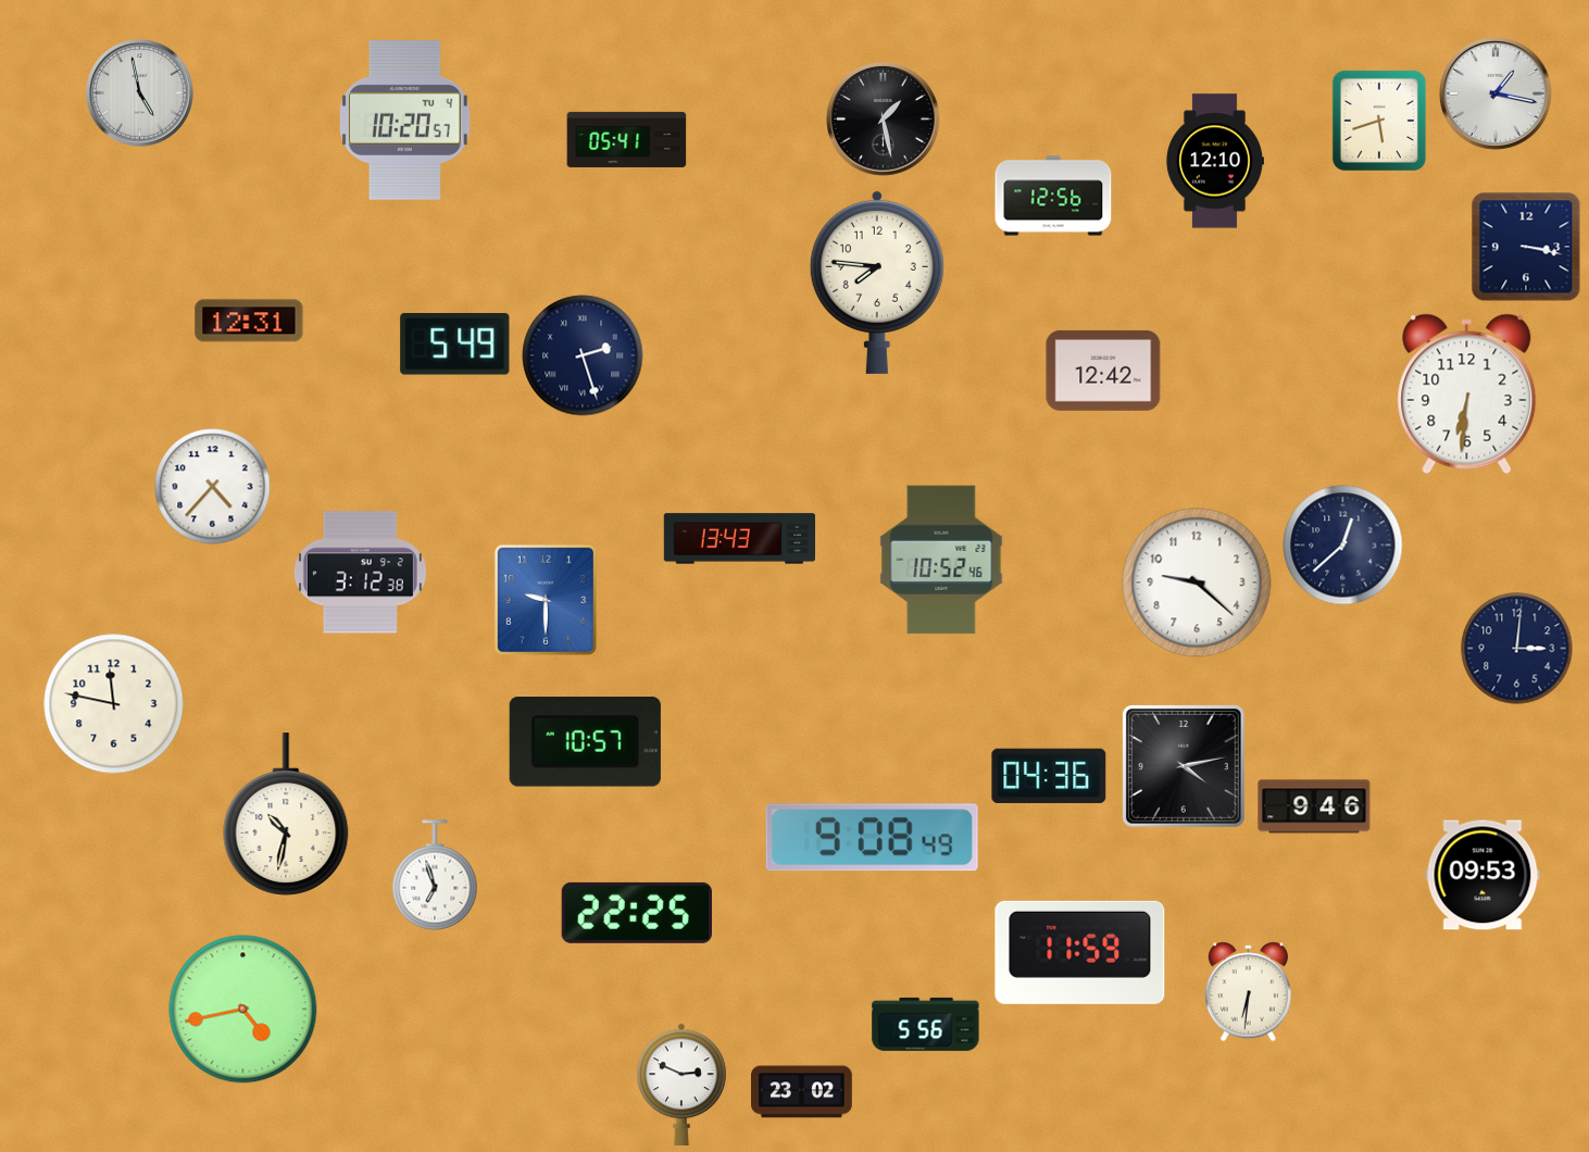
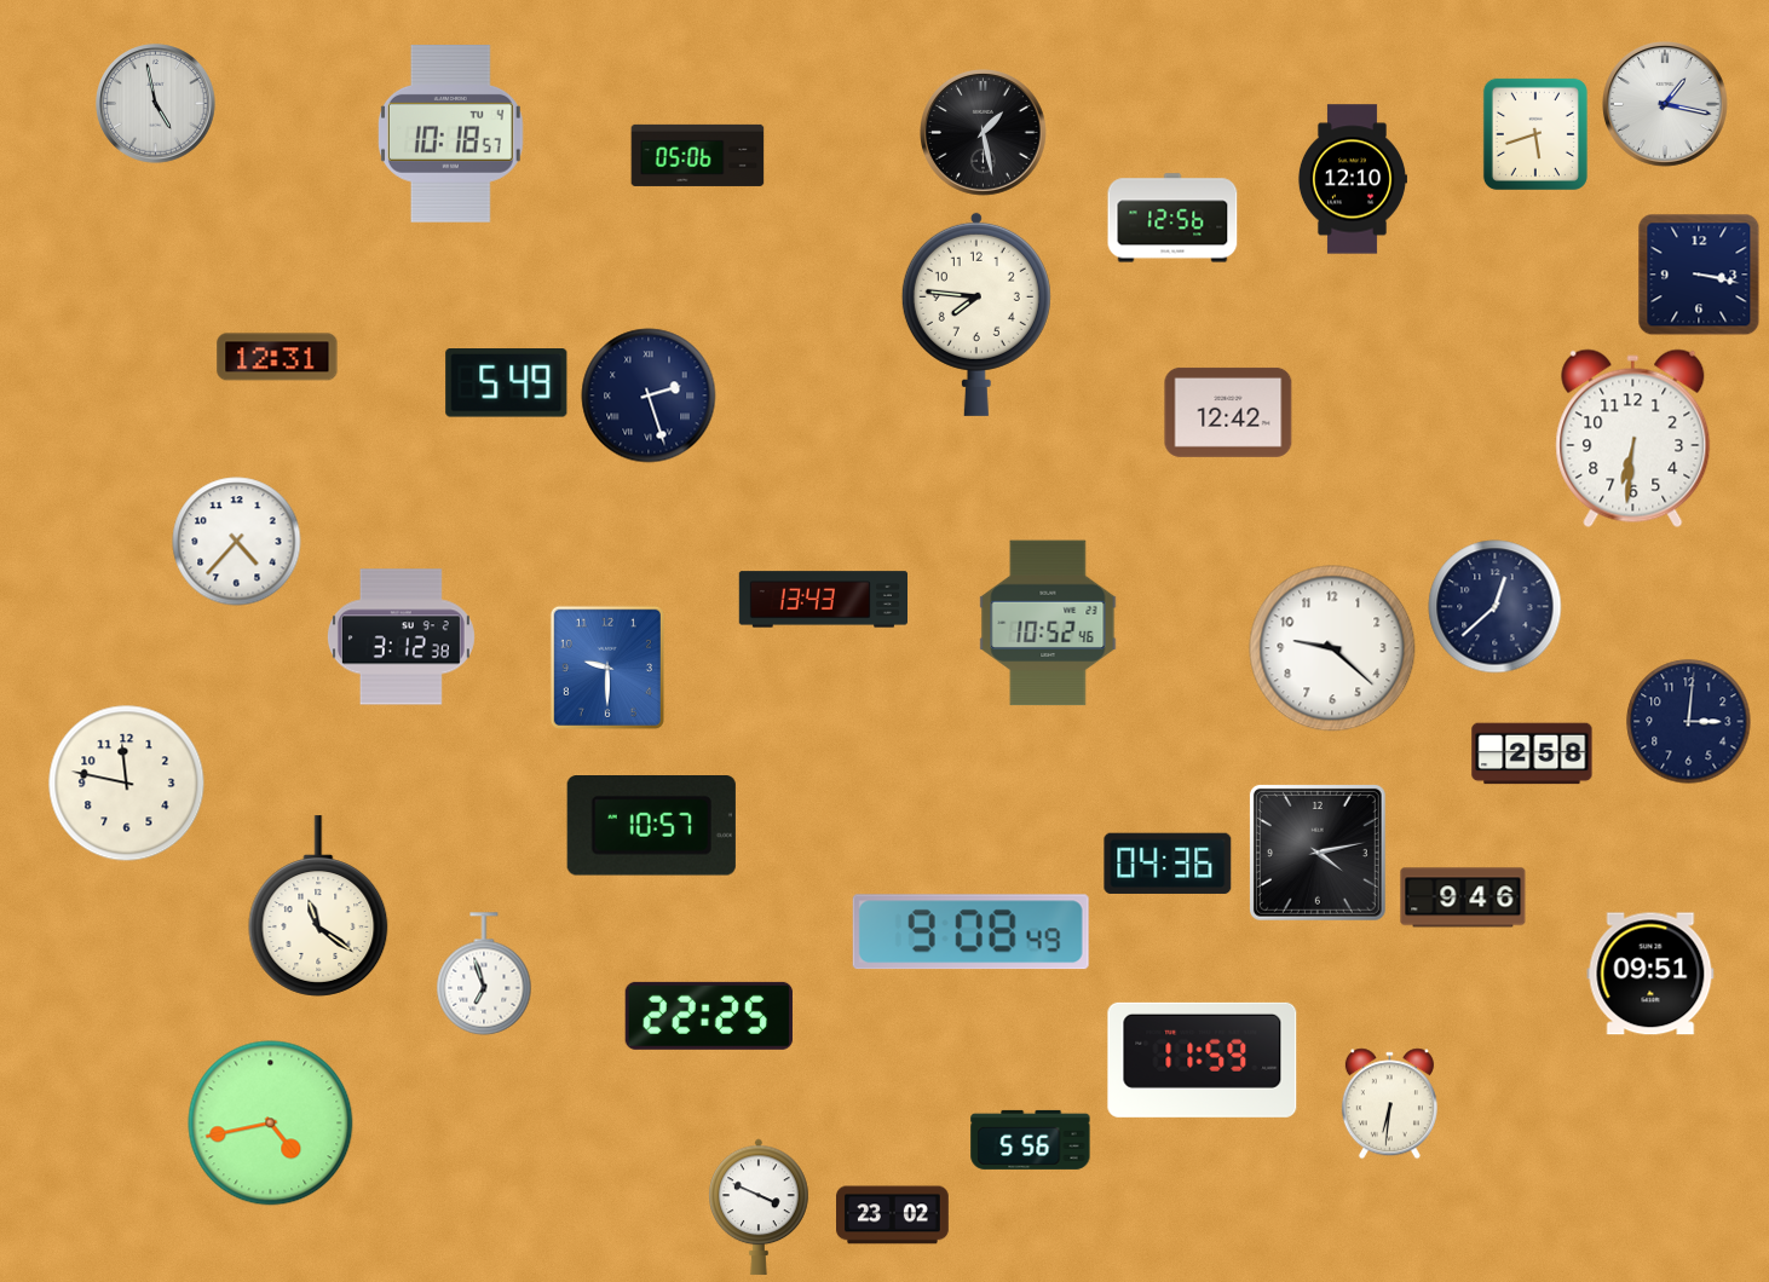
clock at (404, 121): 10:20 -> 10:18
clock at (627, 139): 05:41 -> 05:06
clock at (1532, 753): none -> 2:58
clock at (286, 814): 10:32 -> 11:21
clock at (1482, 875): 09:53 -> 09:51
clock at (681, 1085): 2:49 -> 3:49
